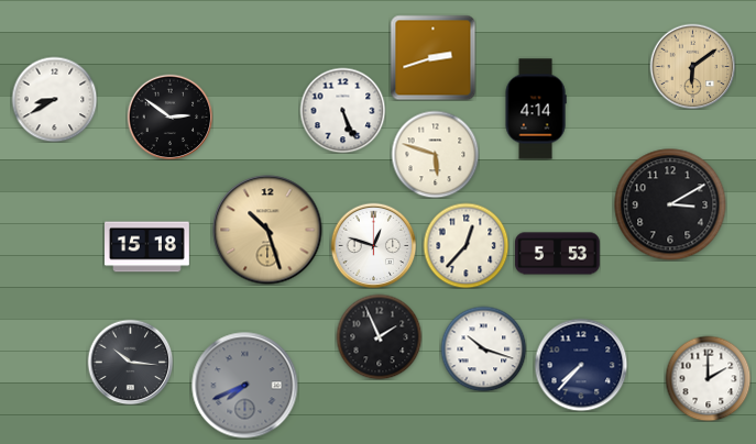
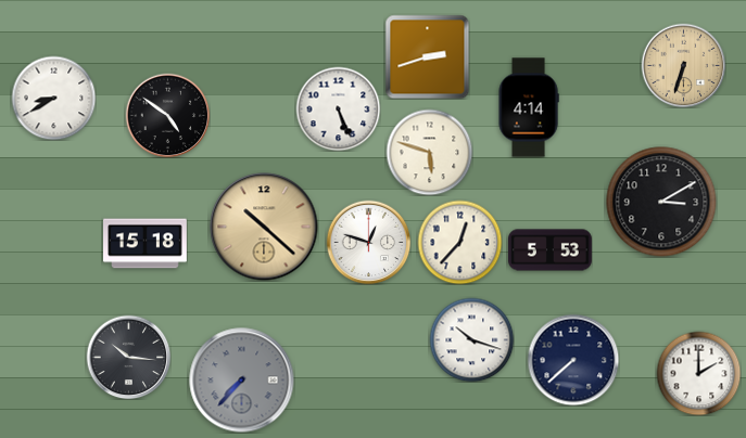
clock at (692, 66): 6:09 -> 6:33
clock at (169, 116): 2:51 -> 4:51
clock at (267, 230): 10:27 -> 10:22
clock at (379, 336): 1:56 -> none
clock at (483, 348) position: (483, 348) -> (471, 339)
clock at (581, 365): 7:37 -> 7:38
clock at (245, 386): 7:41 -> 7:37
